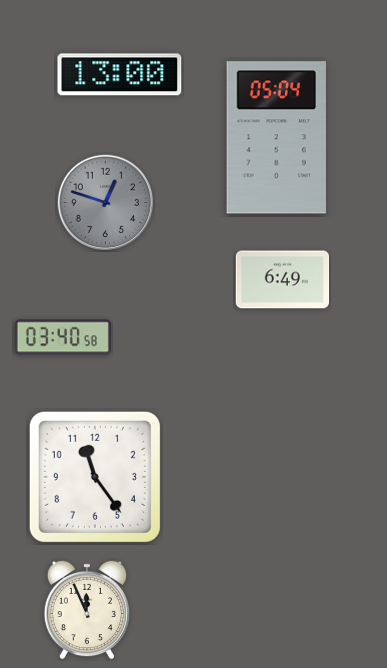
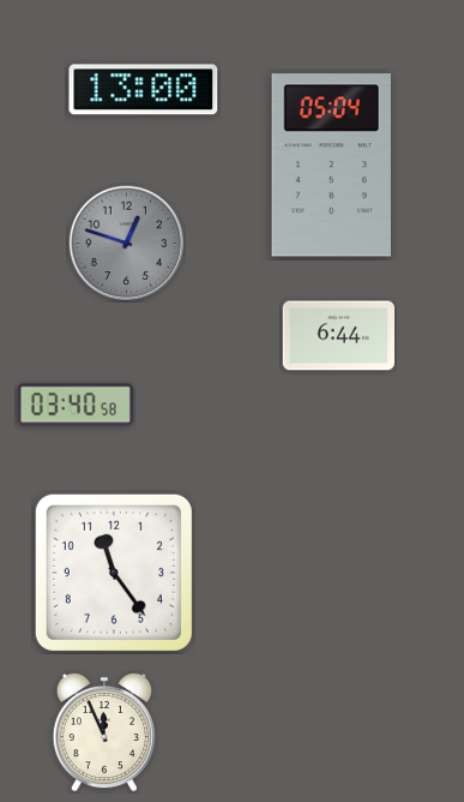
clock at (283, 280): 6:49 -> 6:44
